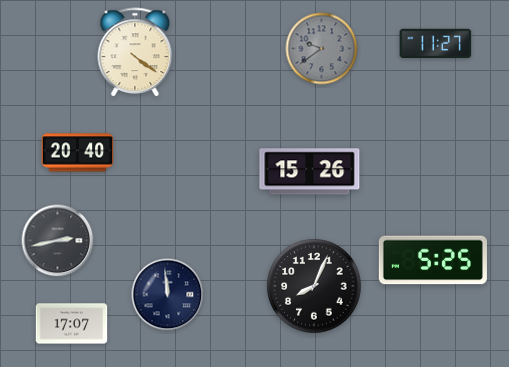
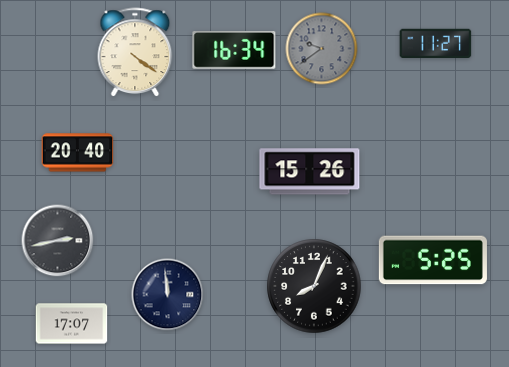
clock at (234, 50): none -> 16:34
